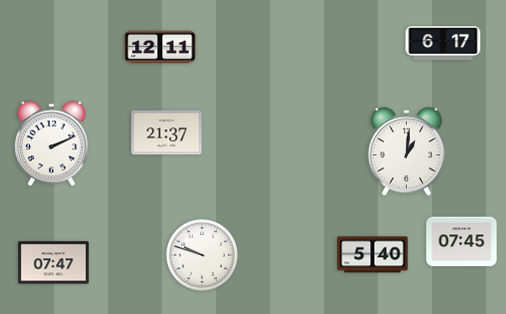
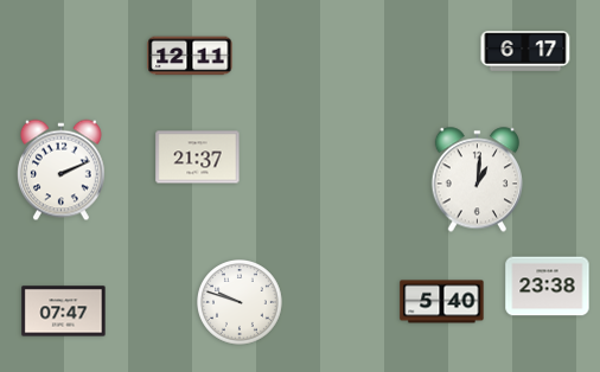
clock at (407, 152) position: (407, 152) -> (478, 180)
clock at (462, 242): 07:45 -> 23:38
